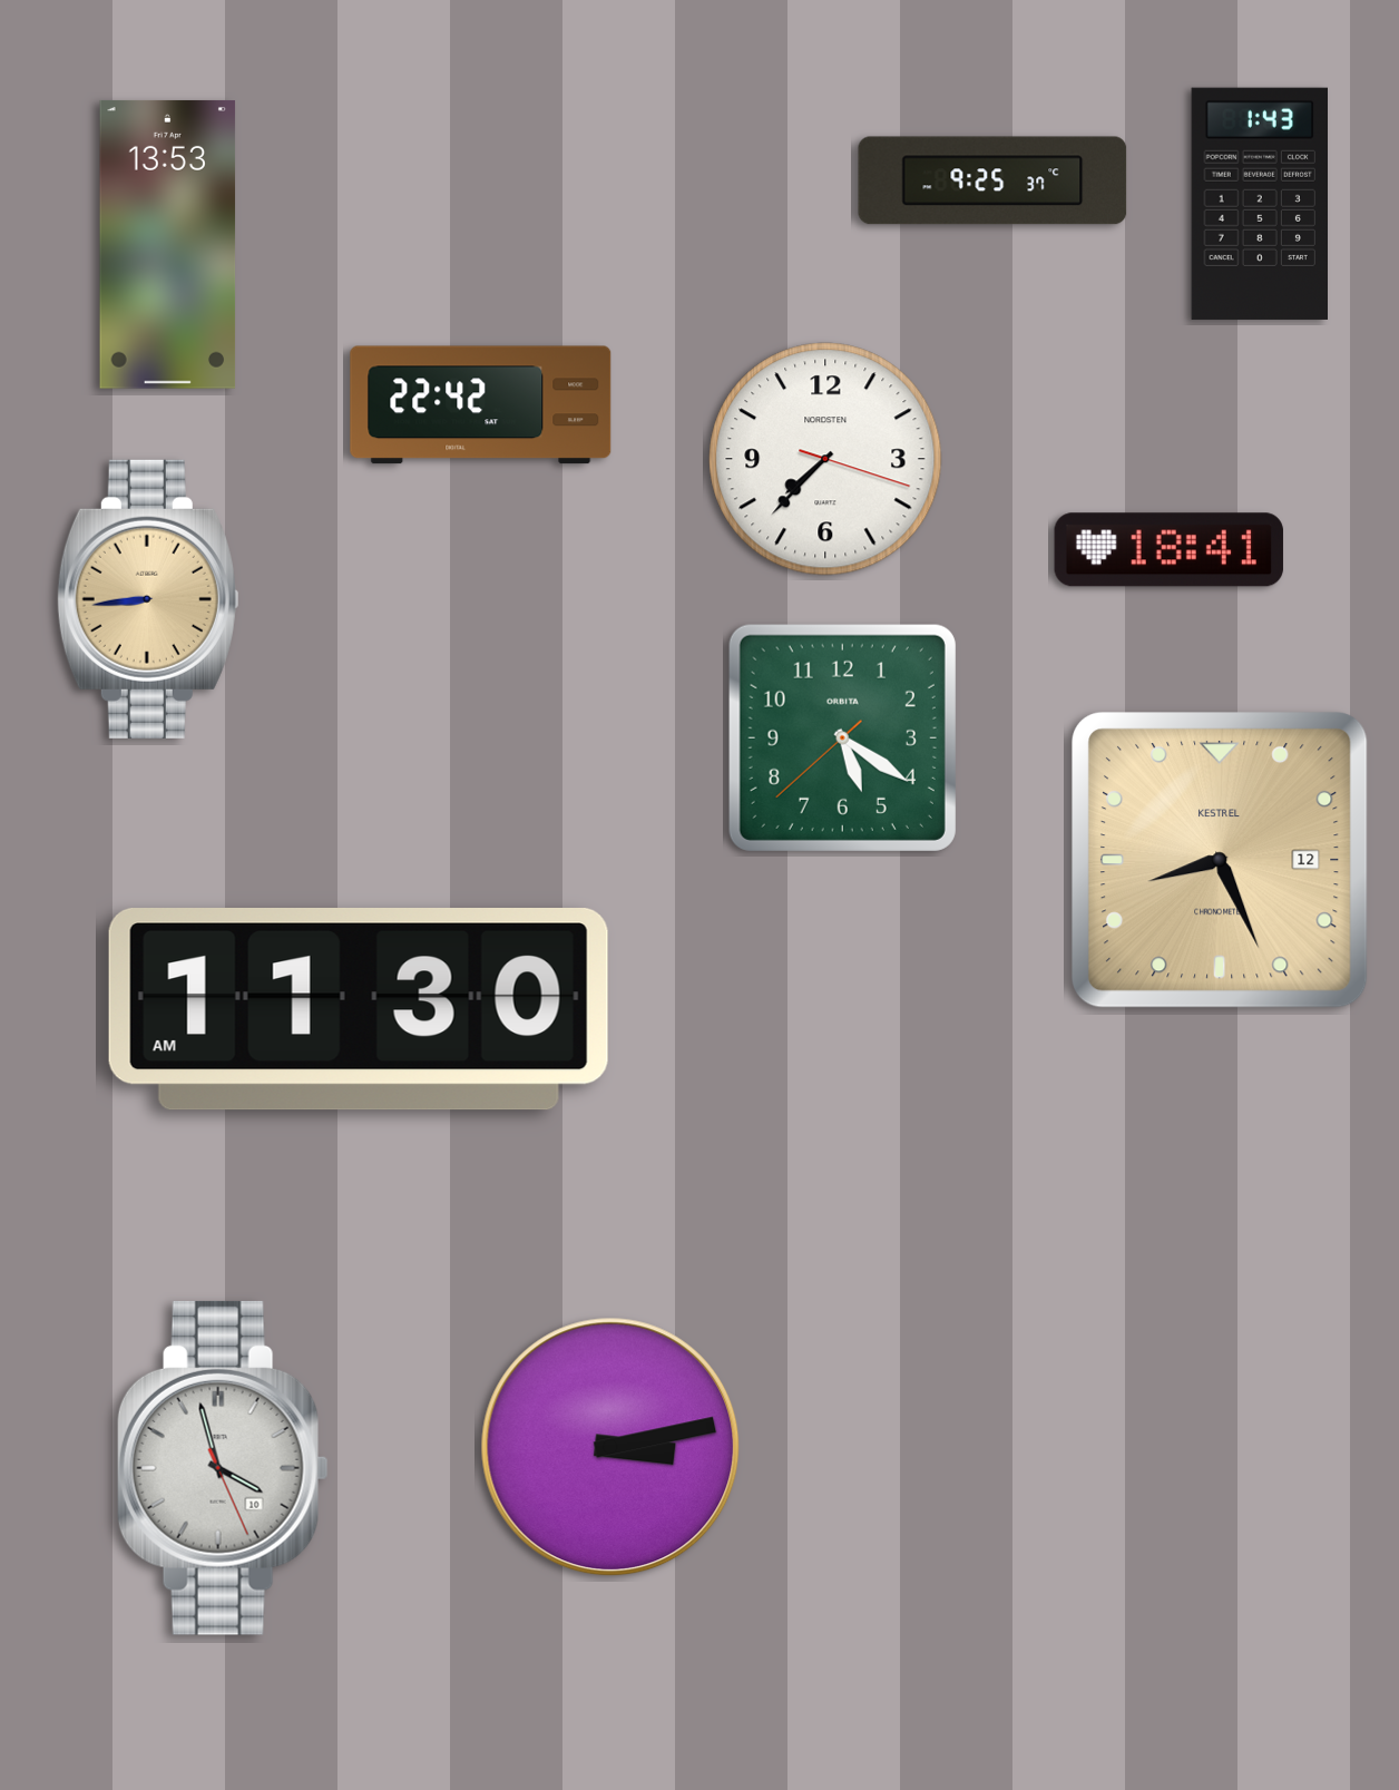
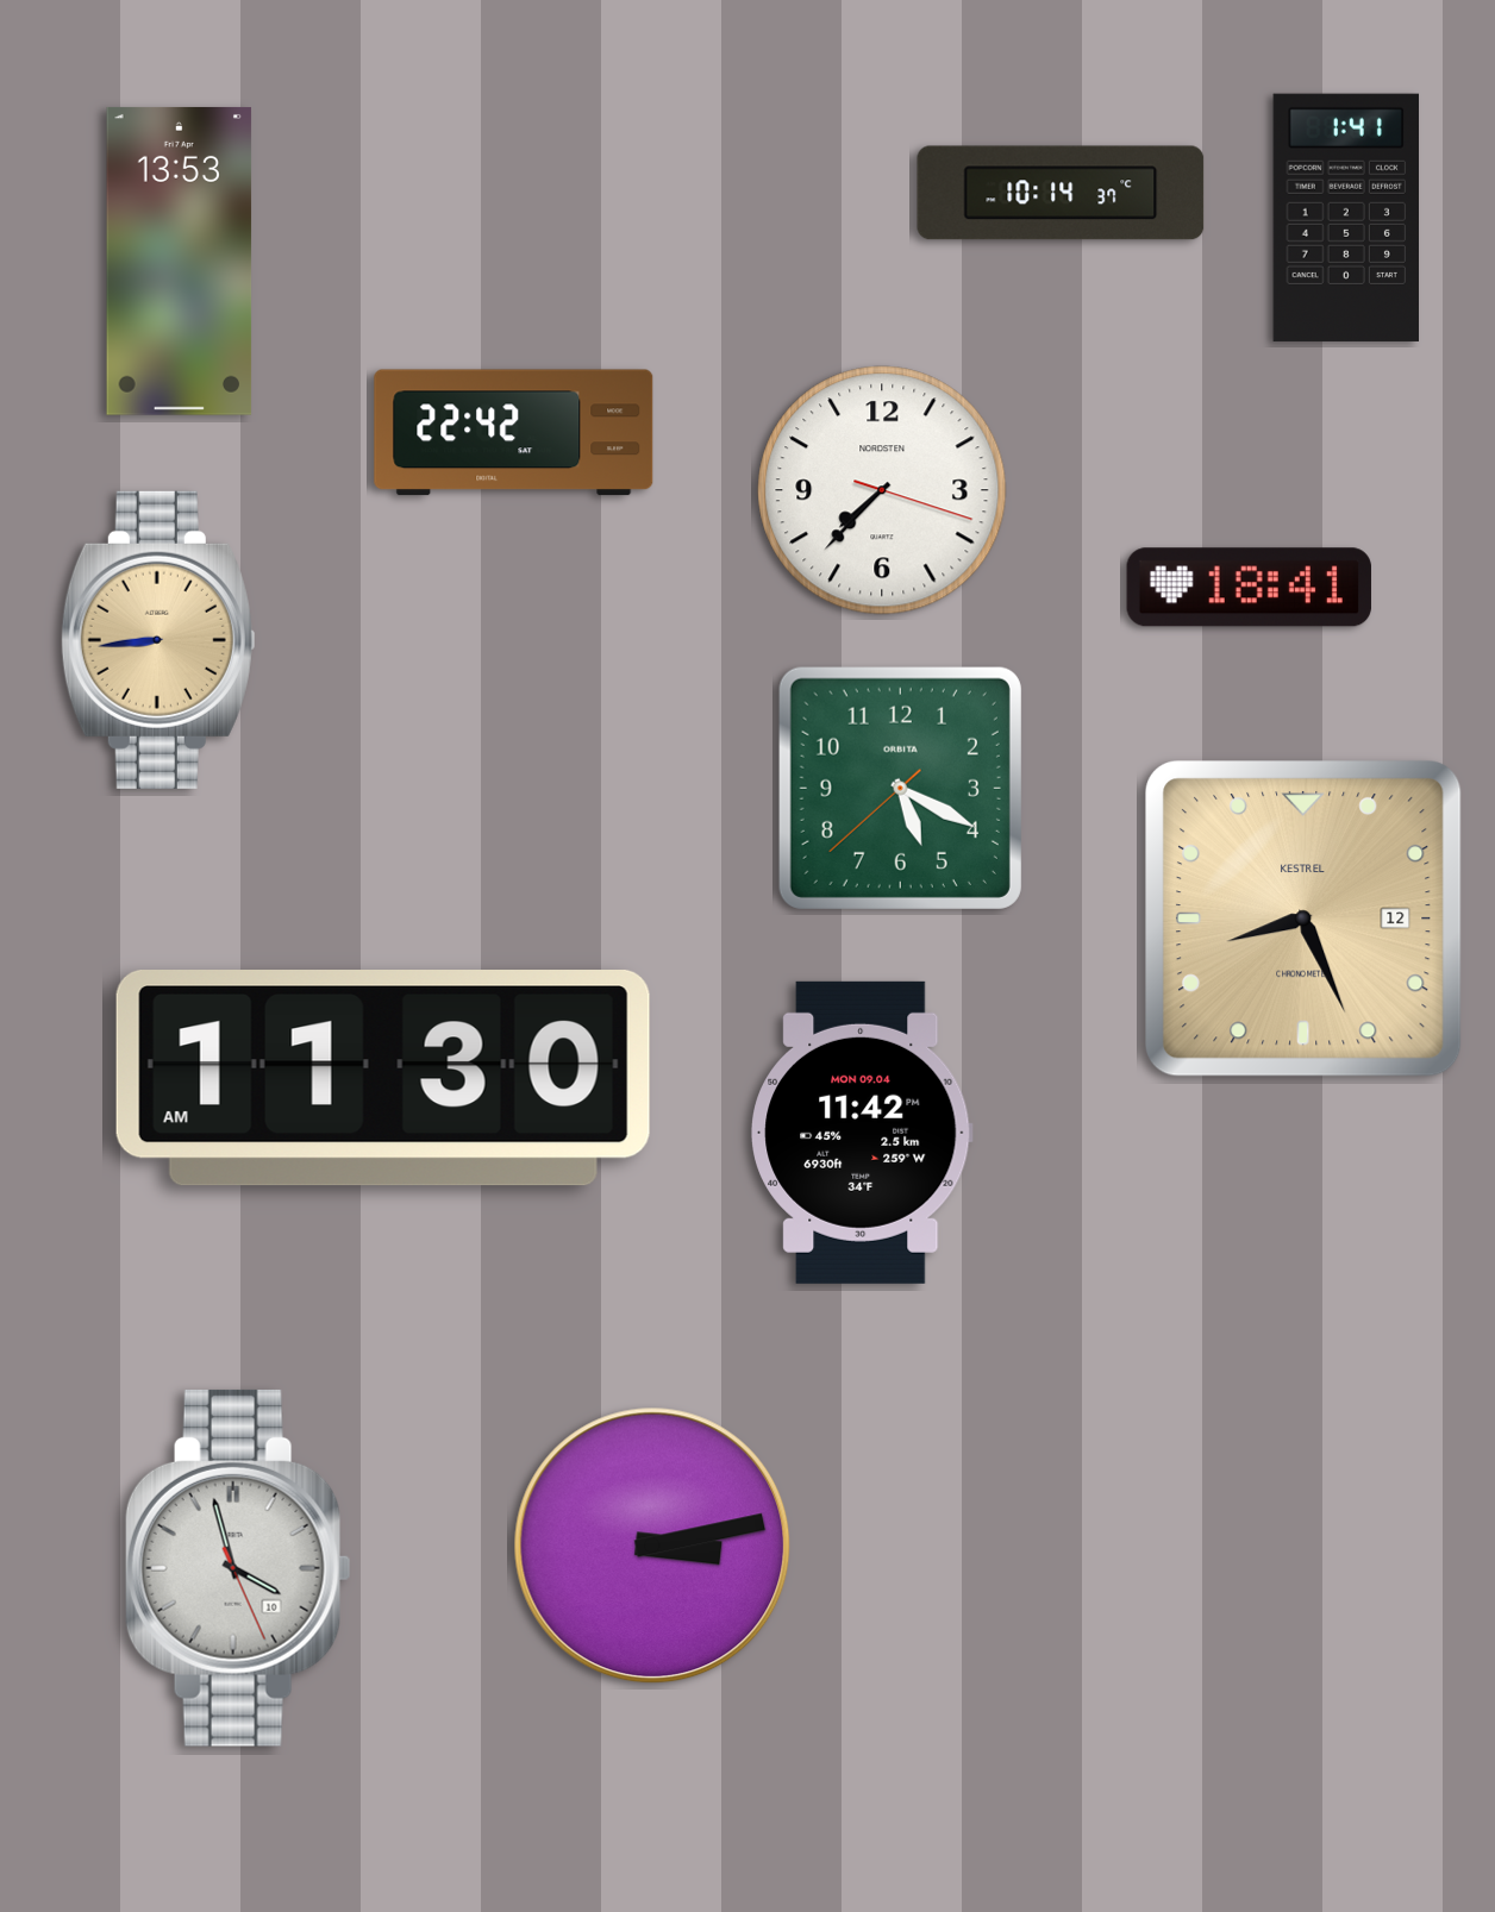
clock at (992, 180): 9:25 -> 10:14
clock at (1259, 204): 1:43 -> 1:41
clock at (842, 737): 5:20 -> 5:19
clock at (862, 1133): none -> 11:42
